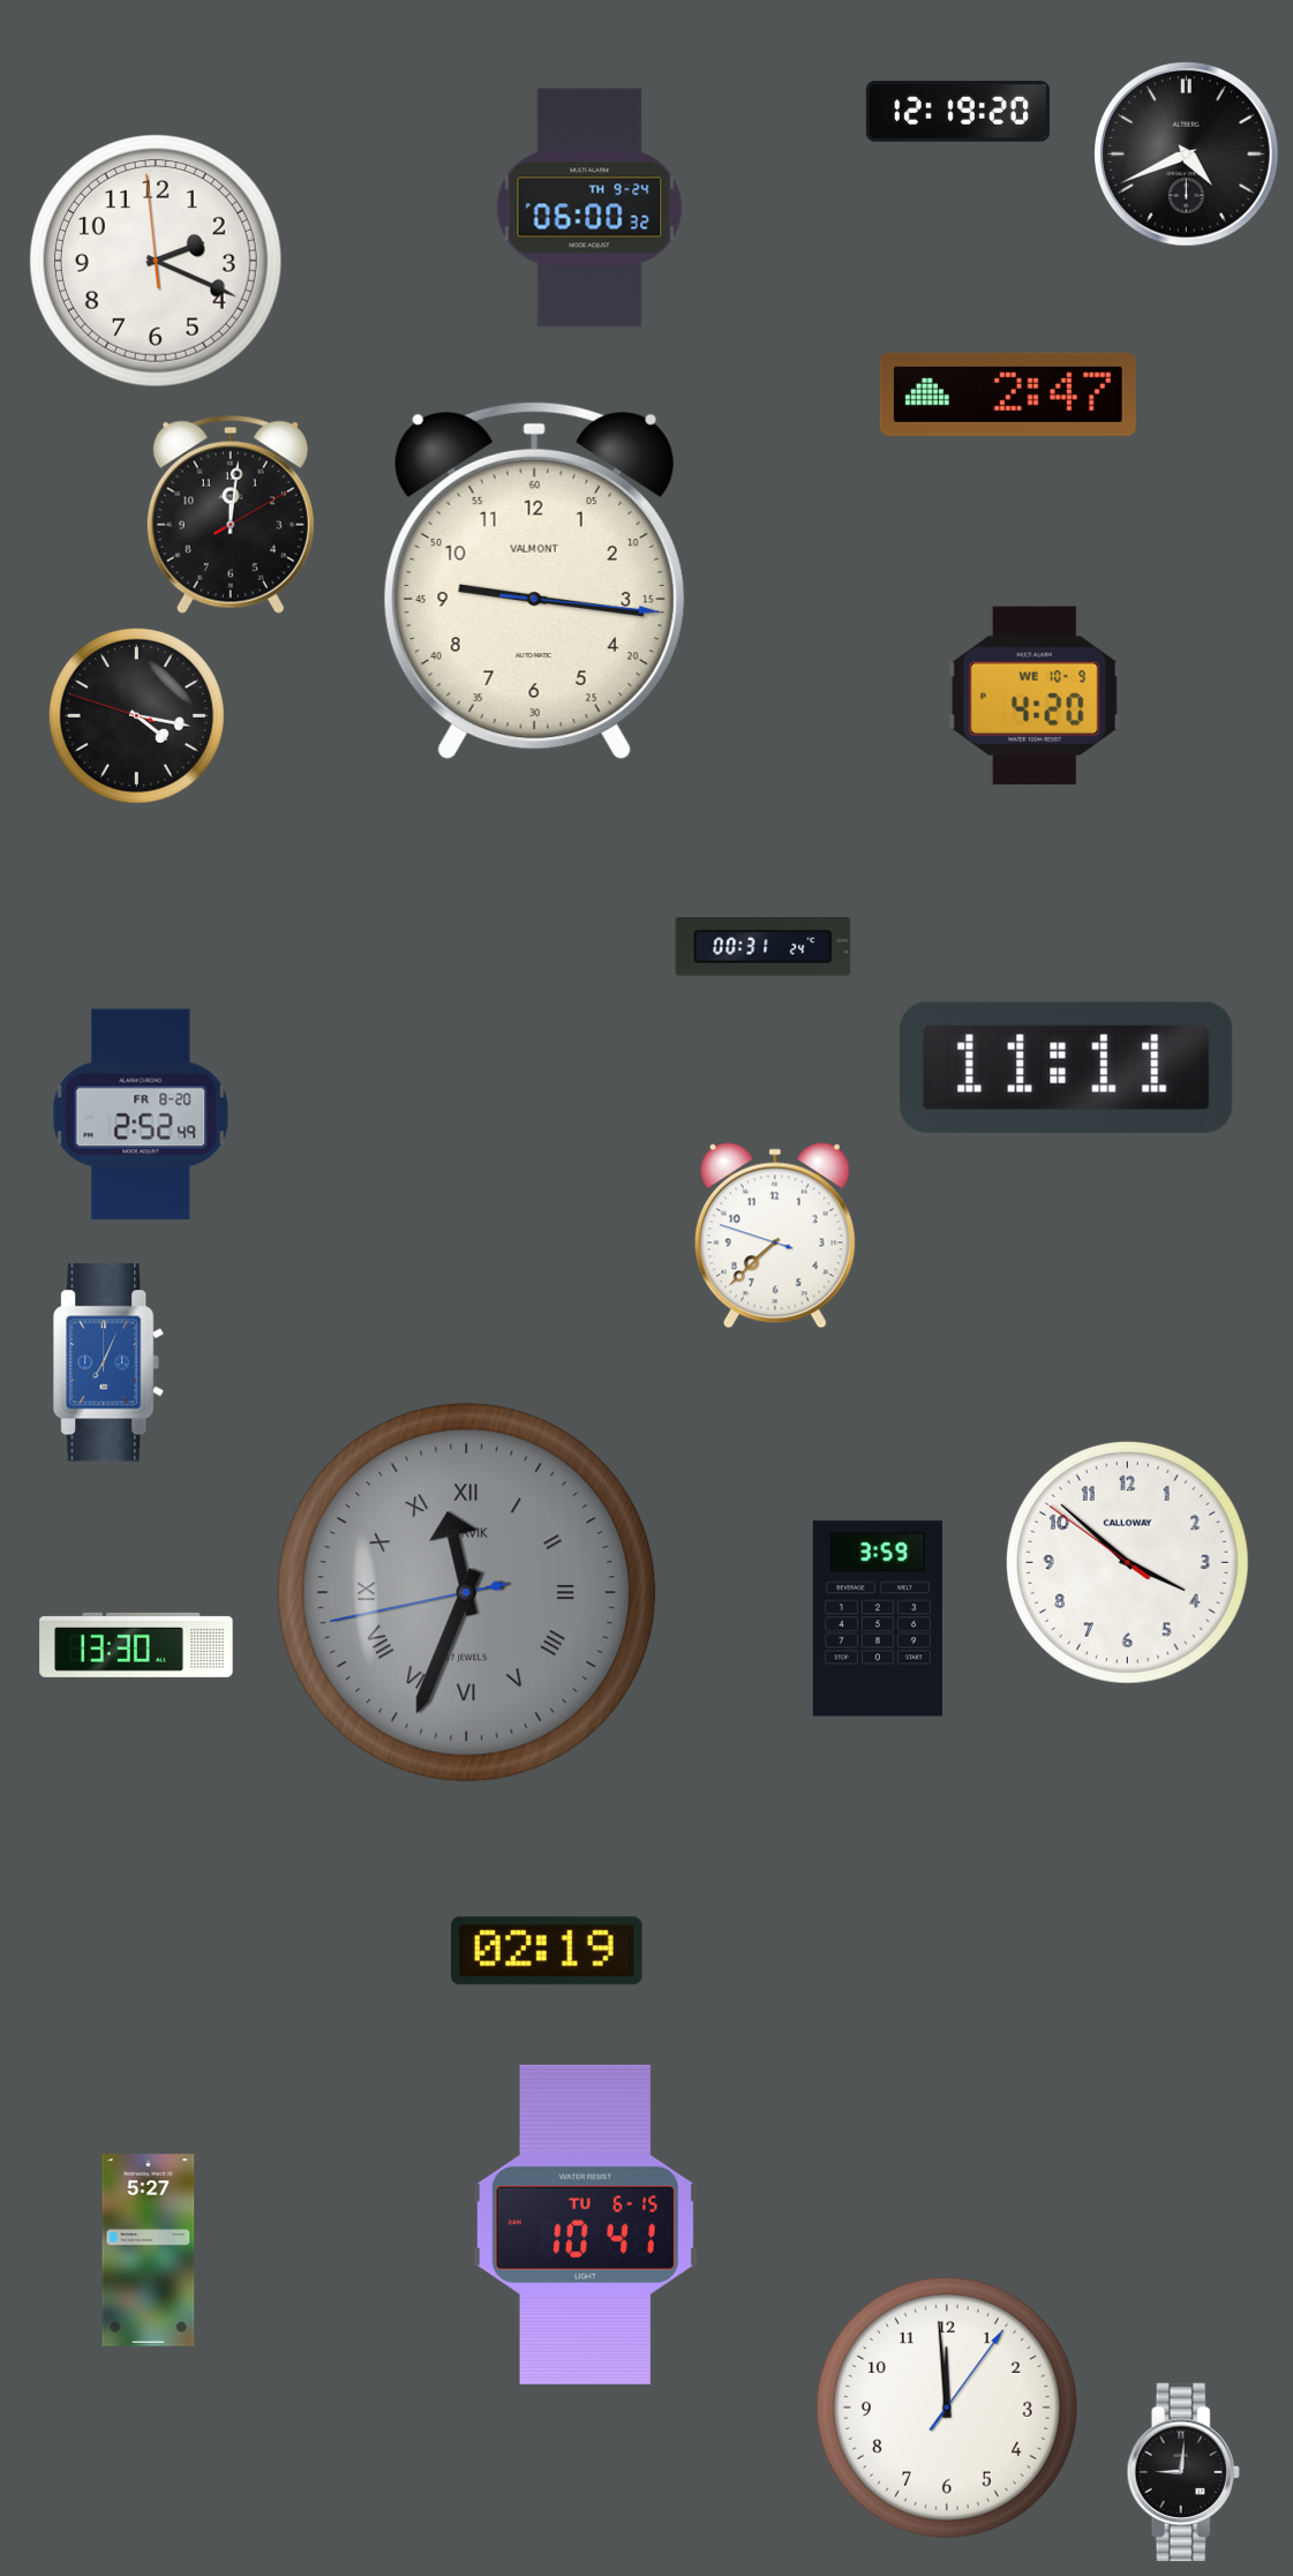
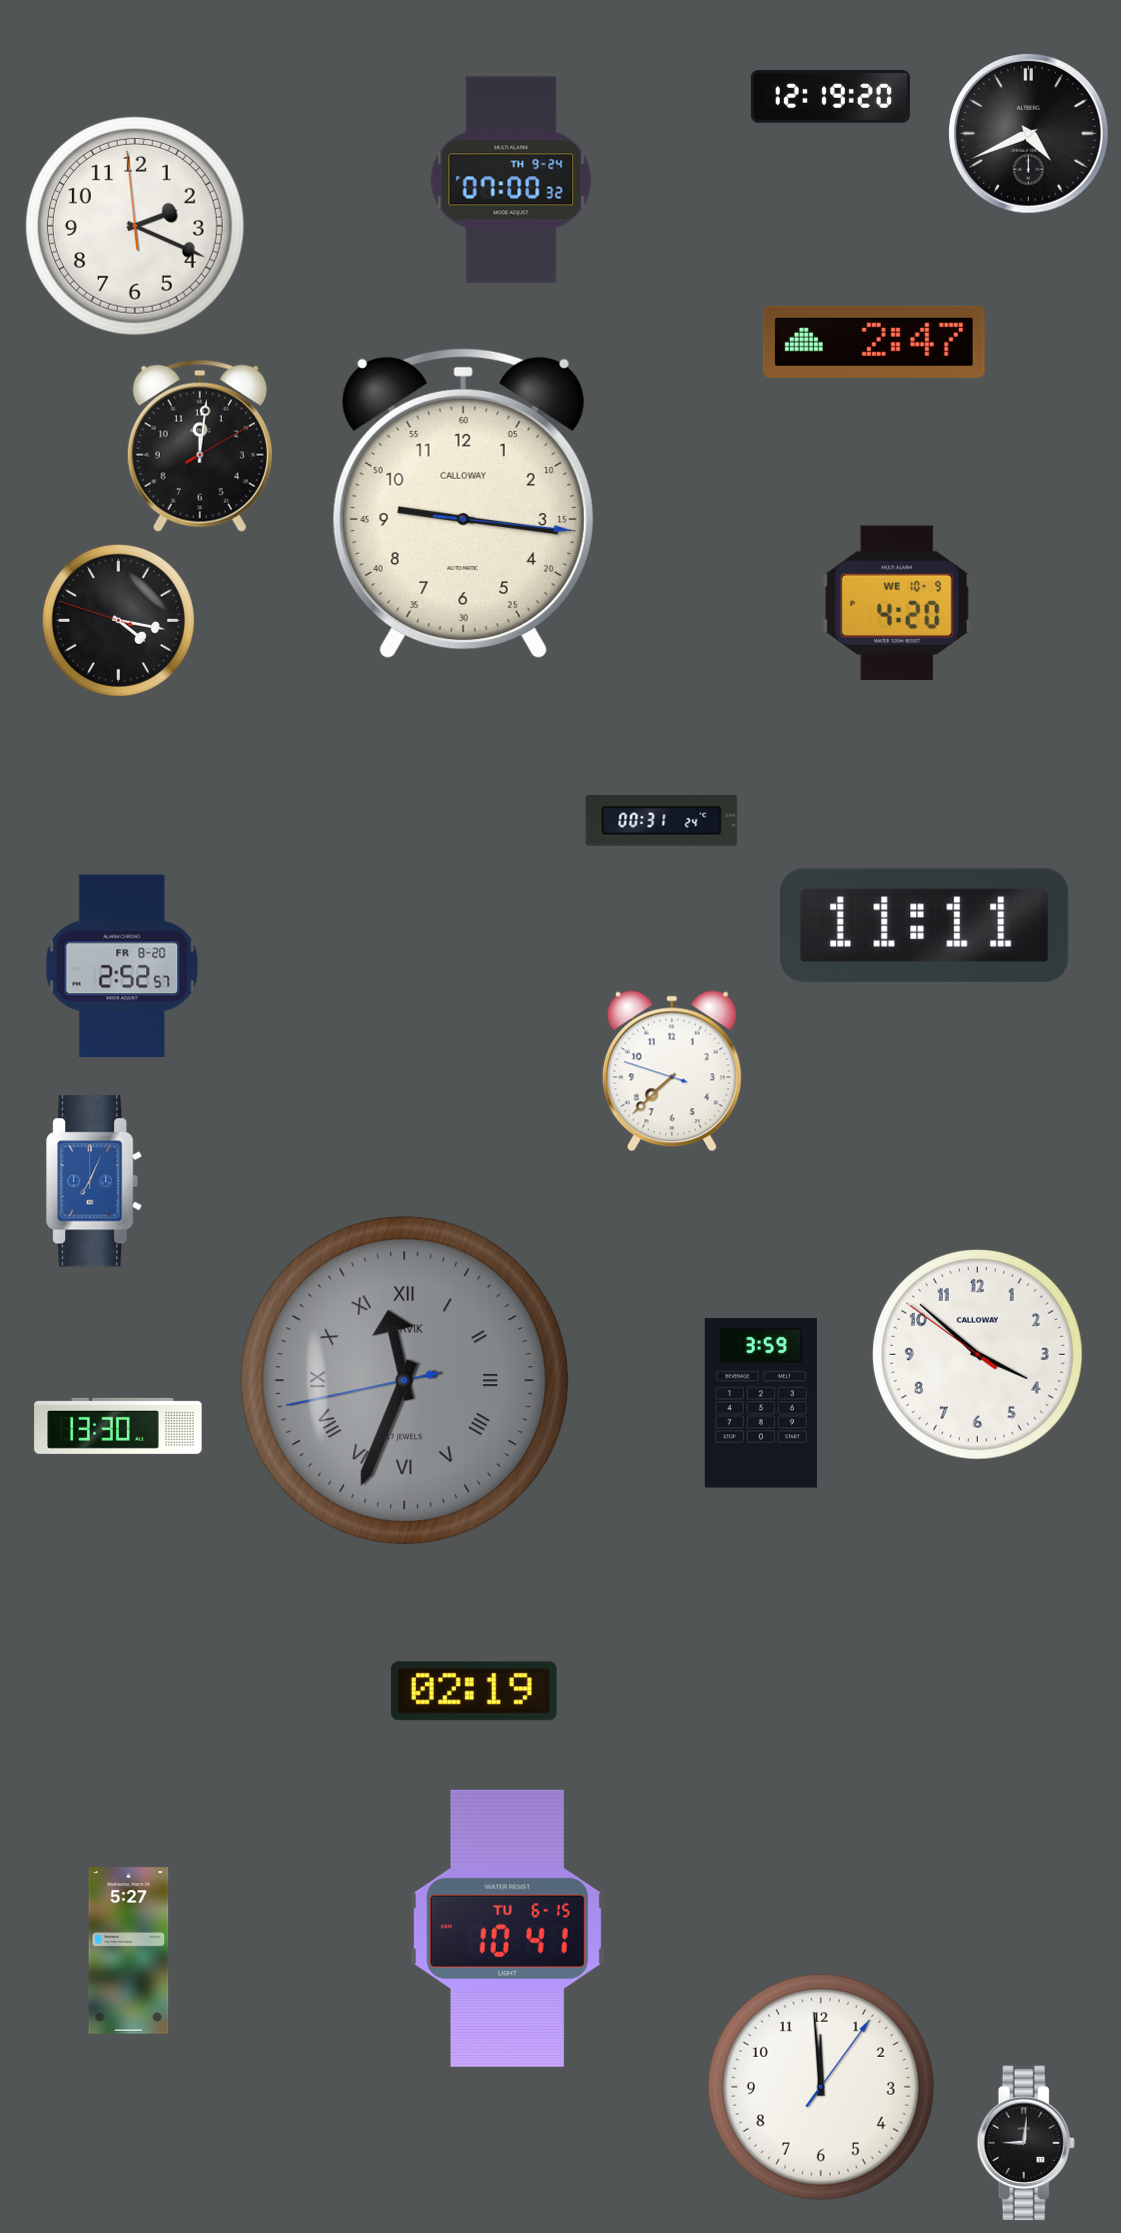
clock at (589, 208): 06:00 -> 07:00
clock at (534, 580) brand: VALMONT -> CALLOWAY
clock at (141, 1114): 2:52:49 -> 2:52:57
